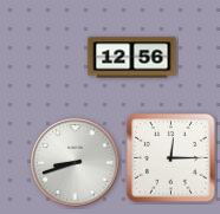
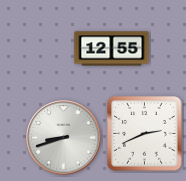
clock at (132, 58): 12:56 -> 12:55
clock at (172, 158): 12:15 -> 2:41
